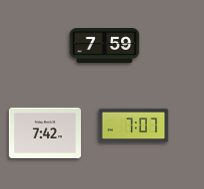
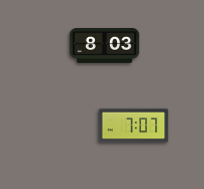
clock at (105, 46): 7:59 -> 8:03
clock at (45, 133): 7:42 -> none
